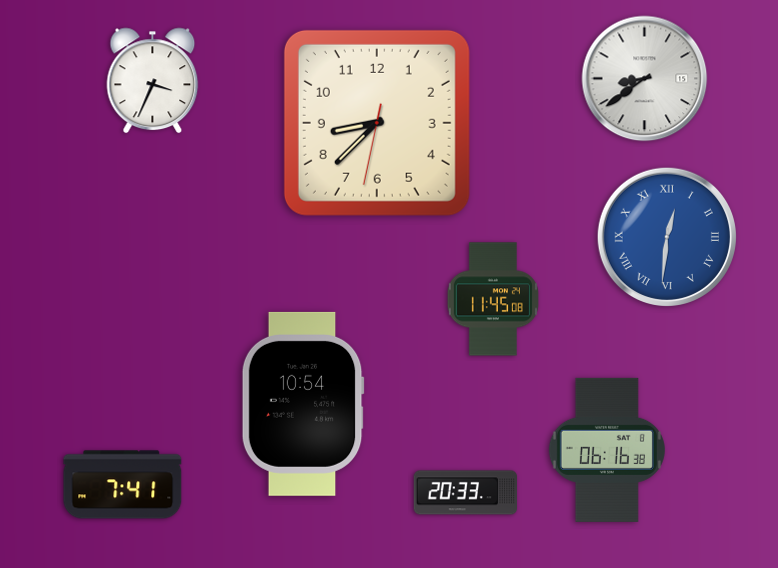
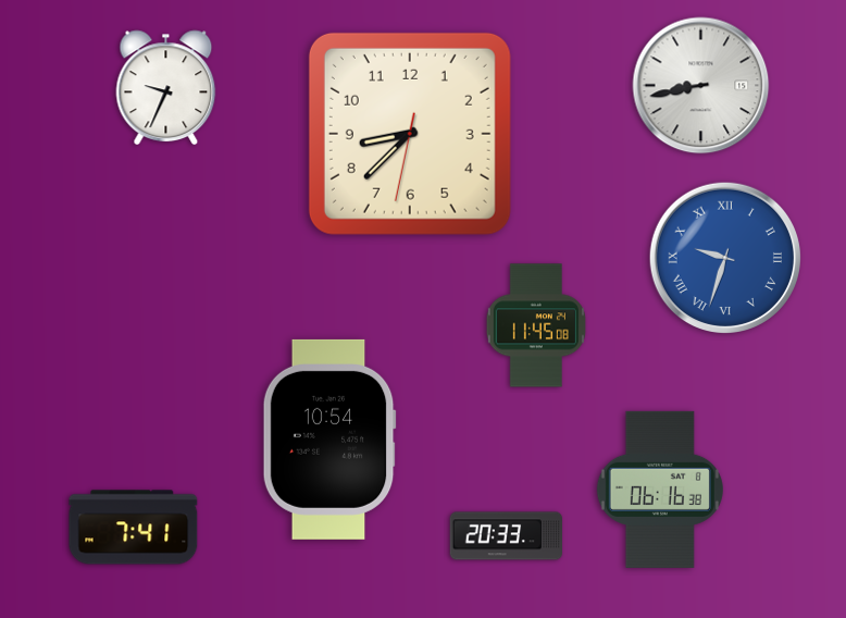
clock at (645, 79): 8:39 -> 8:43
clock at (153, 81): 3:34 -> 9:34
clock at (666, 236): 12:31 -> 9:33
